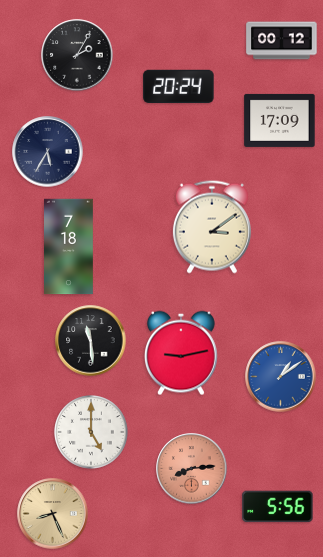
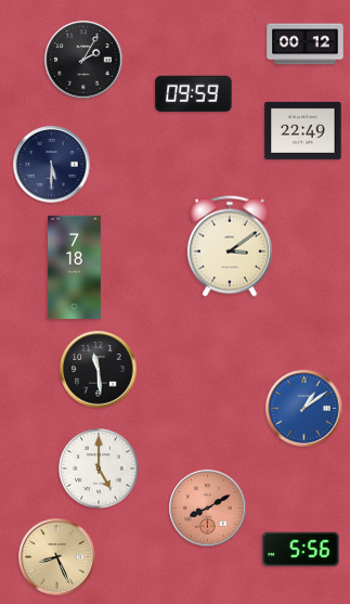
clock at (179, 86): 20:24 -> 09:59
clock at (280, 120): 17:09 -> 22:49
clock at (48, 152): 5:35 -> 5:30
clock at (182, 353): 9:13 -> none
clock at (192, 469): 8:14 -> 8:10
